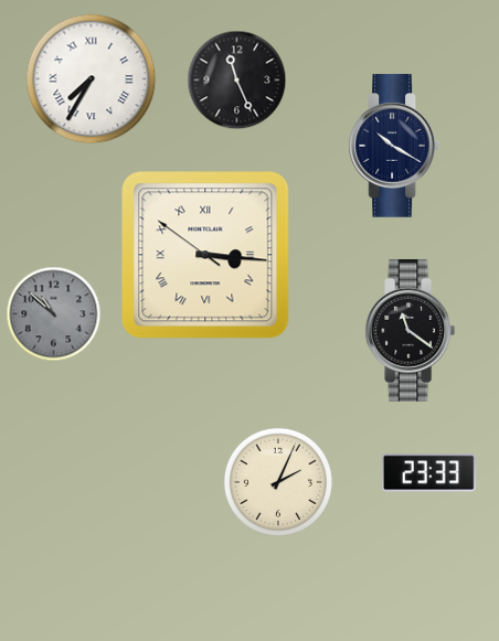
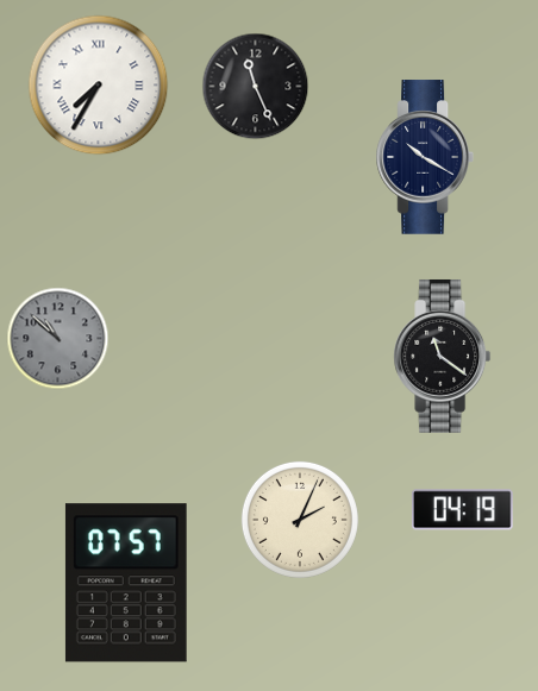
clock at (205, 255): 3:15 -> none
clock at (429, 473): 23:33 -> 04:19
clock at (126, 583): none -> 07:57
